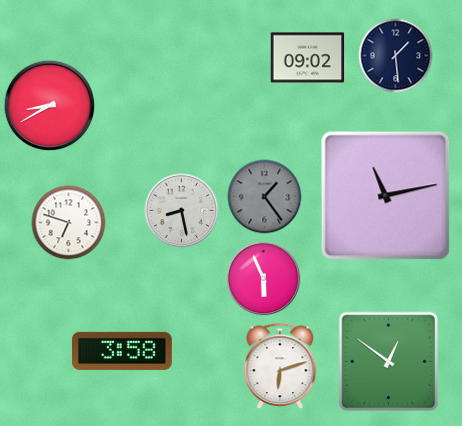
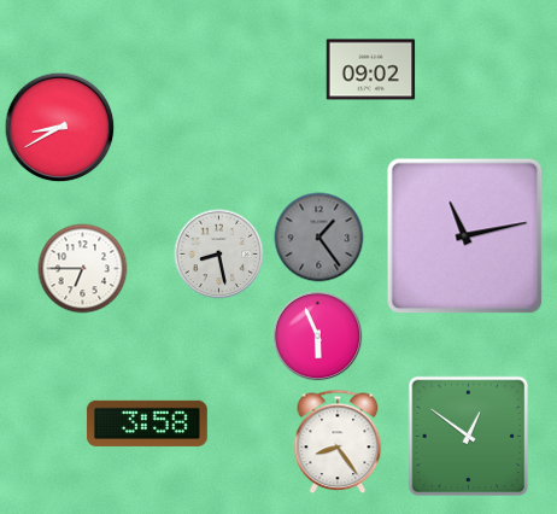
clock at (396, 56): 1:29 -> none
clock at (69, 223): 6:48 -> 6:45
clock at (280, 366): 6:12 -> 8:24
